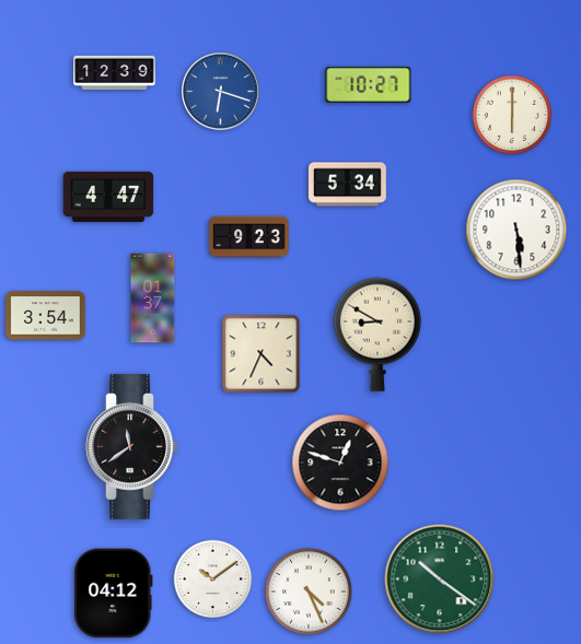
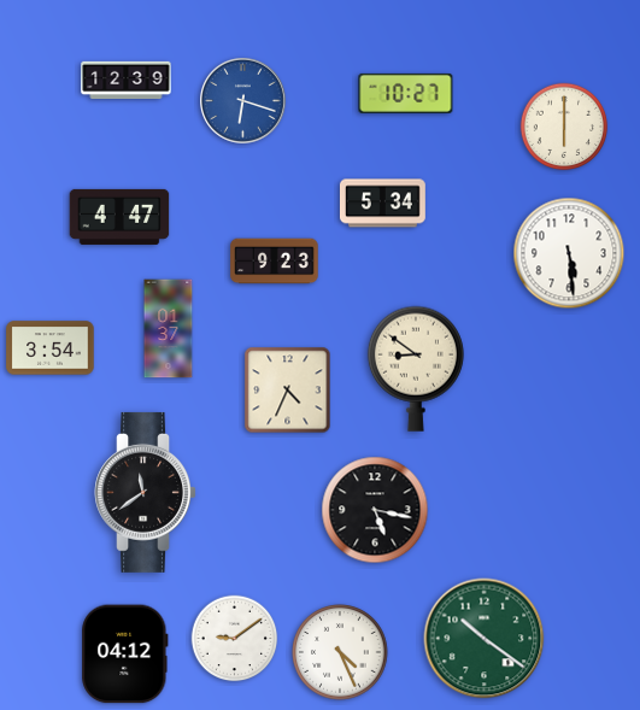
clock at (377, 335): 8:50 -> 8:51
clock at (340, 462): 12:48 -> 5:17
clock at (213, 579): 10:09 -> 9:09
